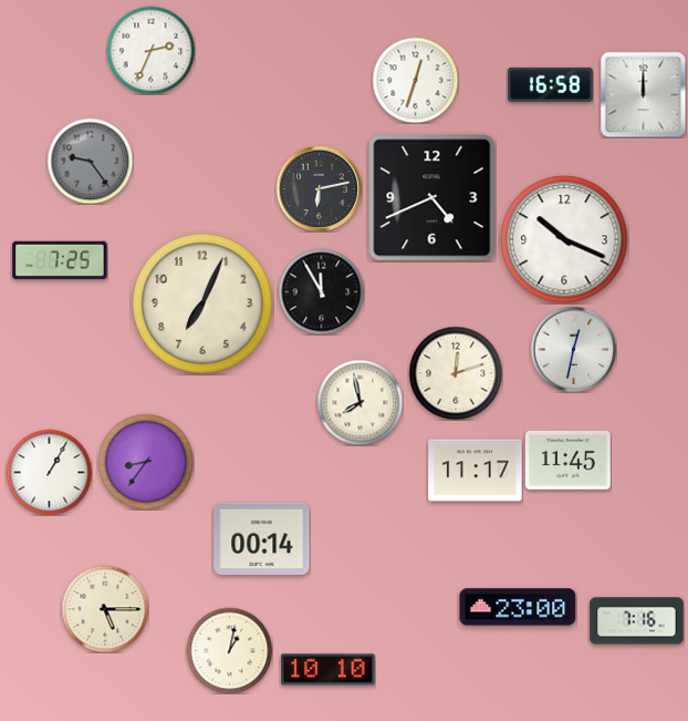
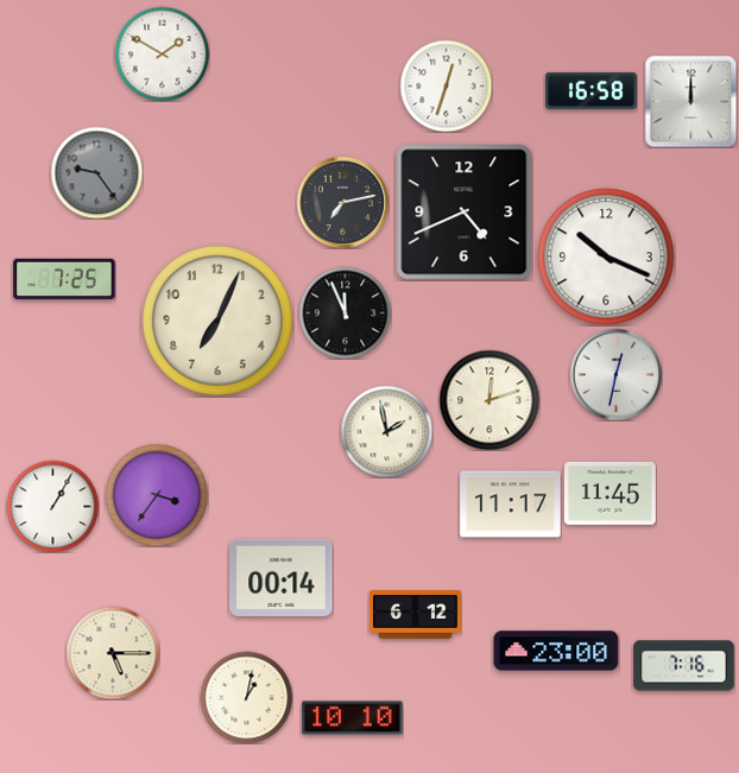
clock at (150, 50): 2:34 -> 1:50
clock at (319, 188): 6:13 -> 7:13
clock at (321, 291): 11:55 -> 11:56
clock at (204, 305) position: (204, 305) -> (219, 322)
clock at (359, 402): 7:58 -> 1:58
clock at (146, 462): 8:36 -> 3:36
clock at (415, 615): none -> 6:12
